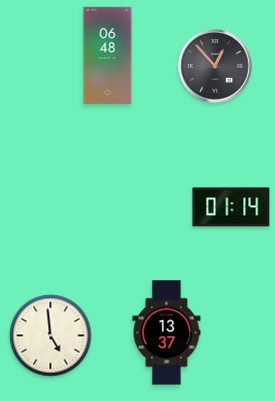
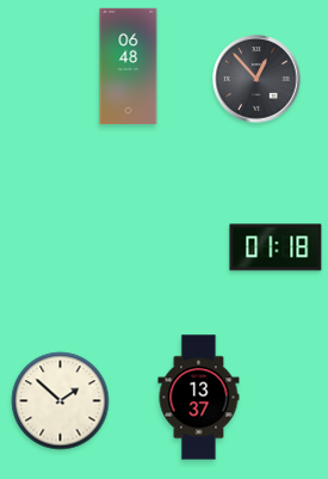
clock at (231, 207): 01:14 -> 01:18
clock at (51, 336): 4:59 -> 1:52
